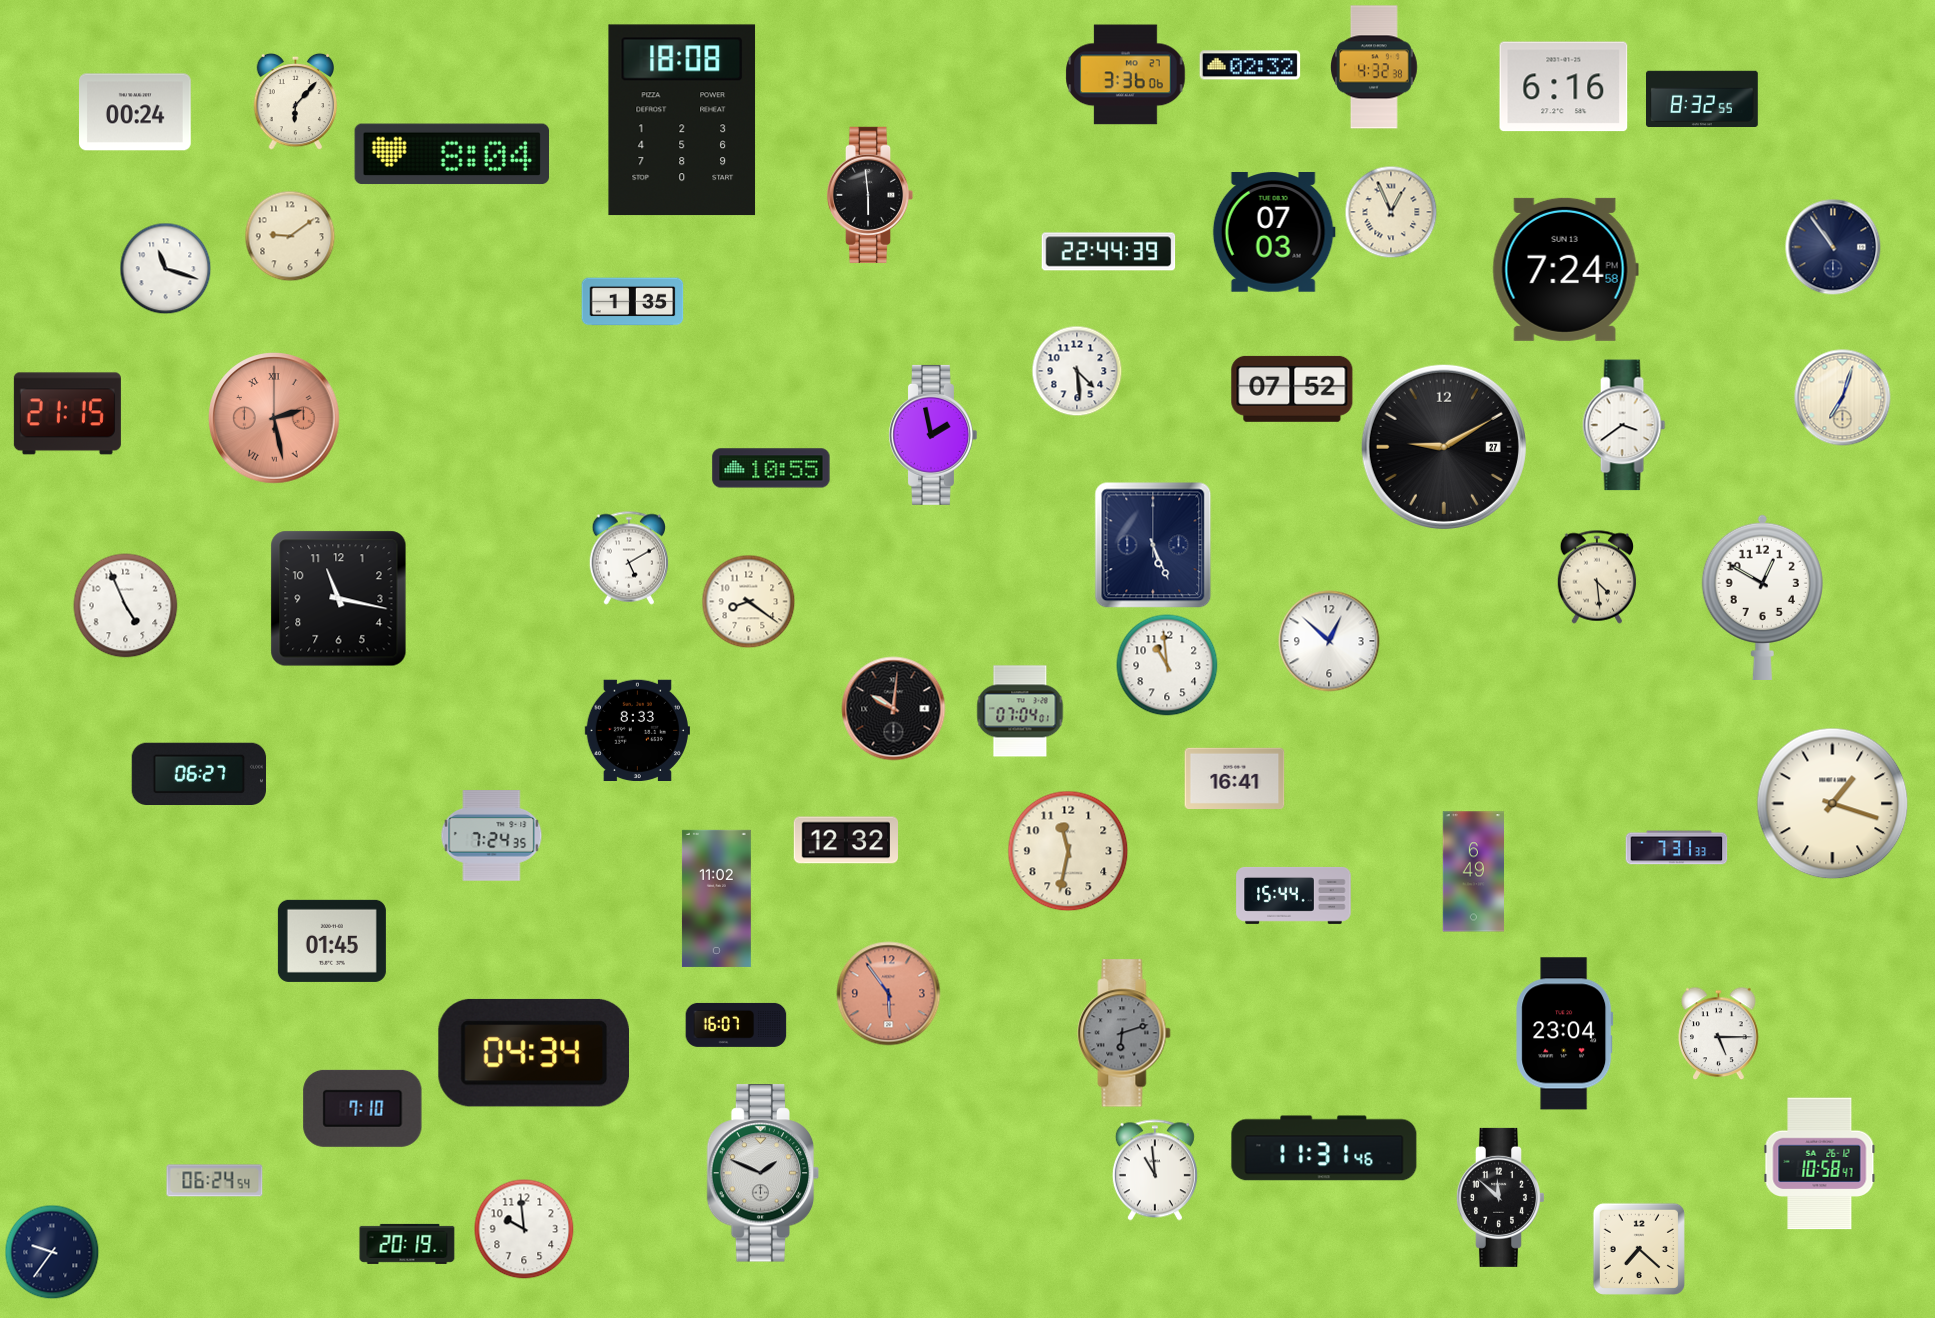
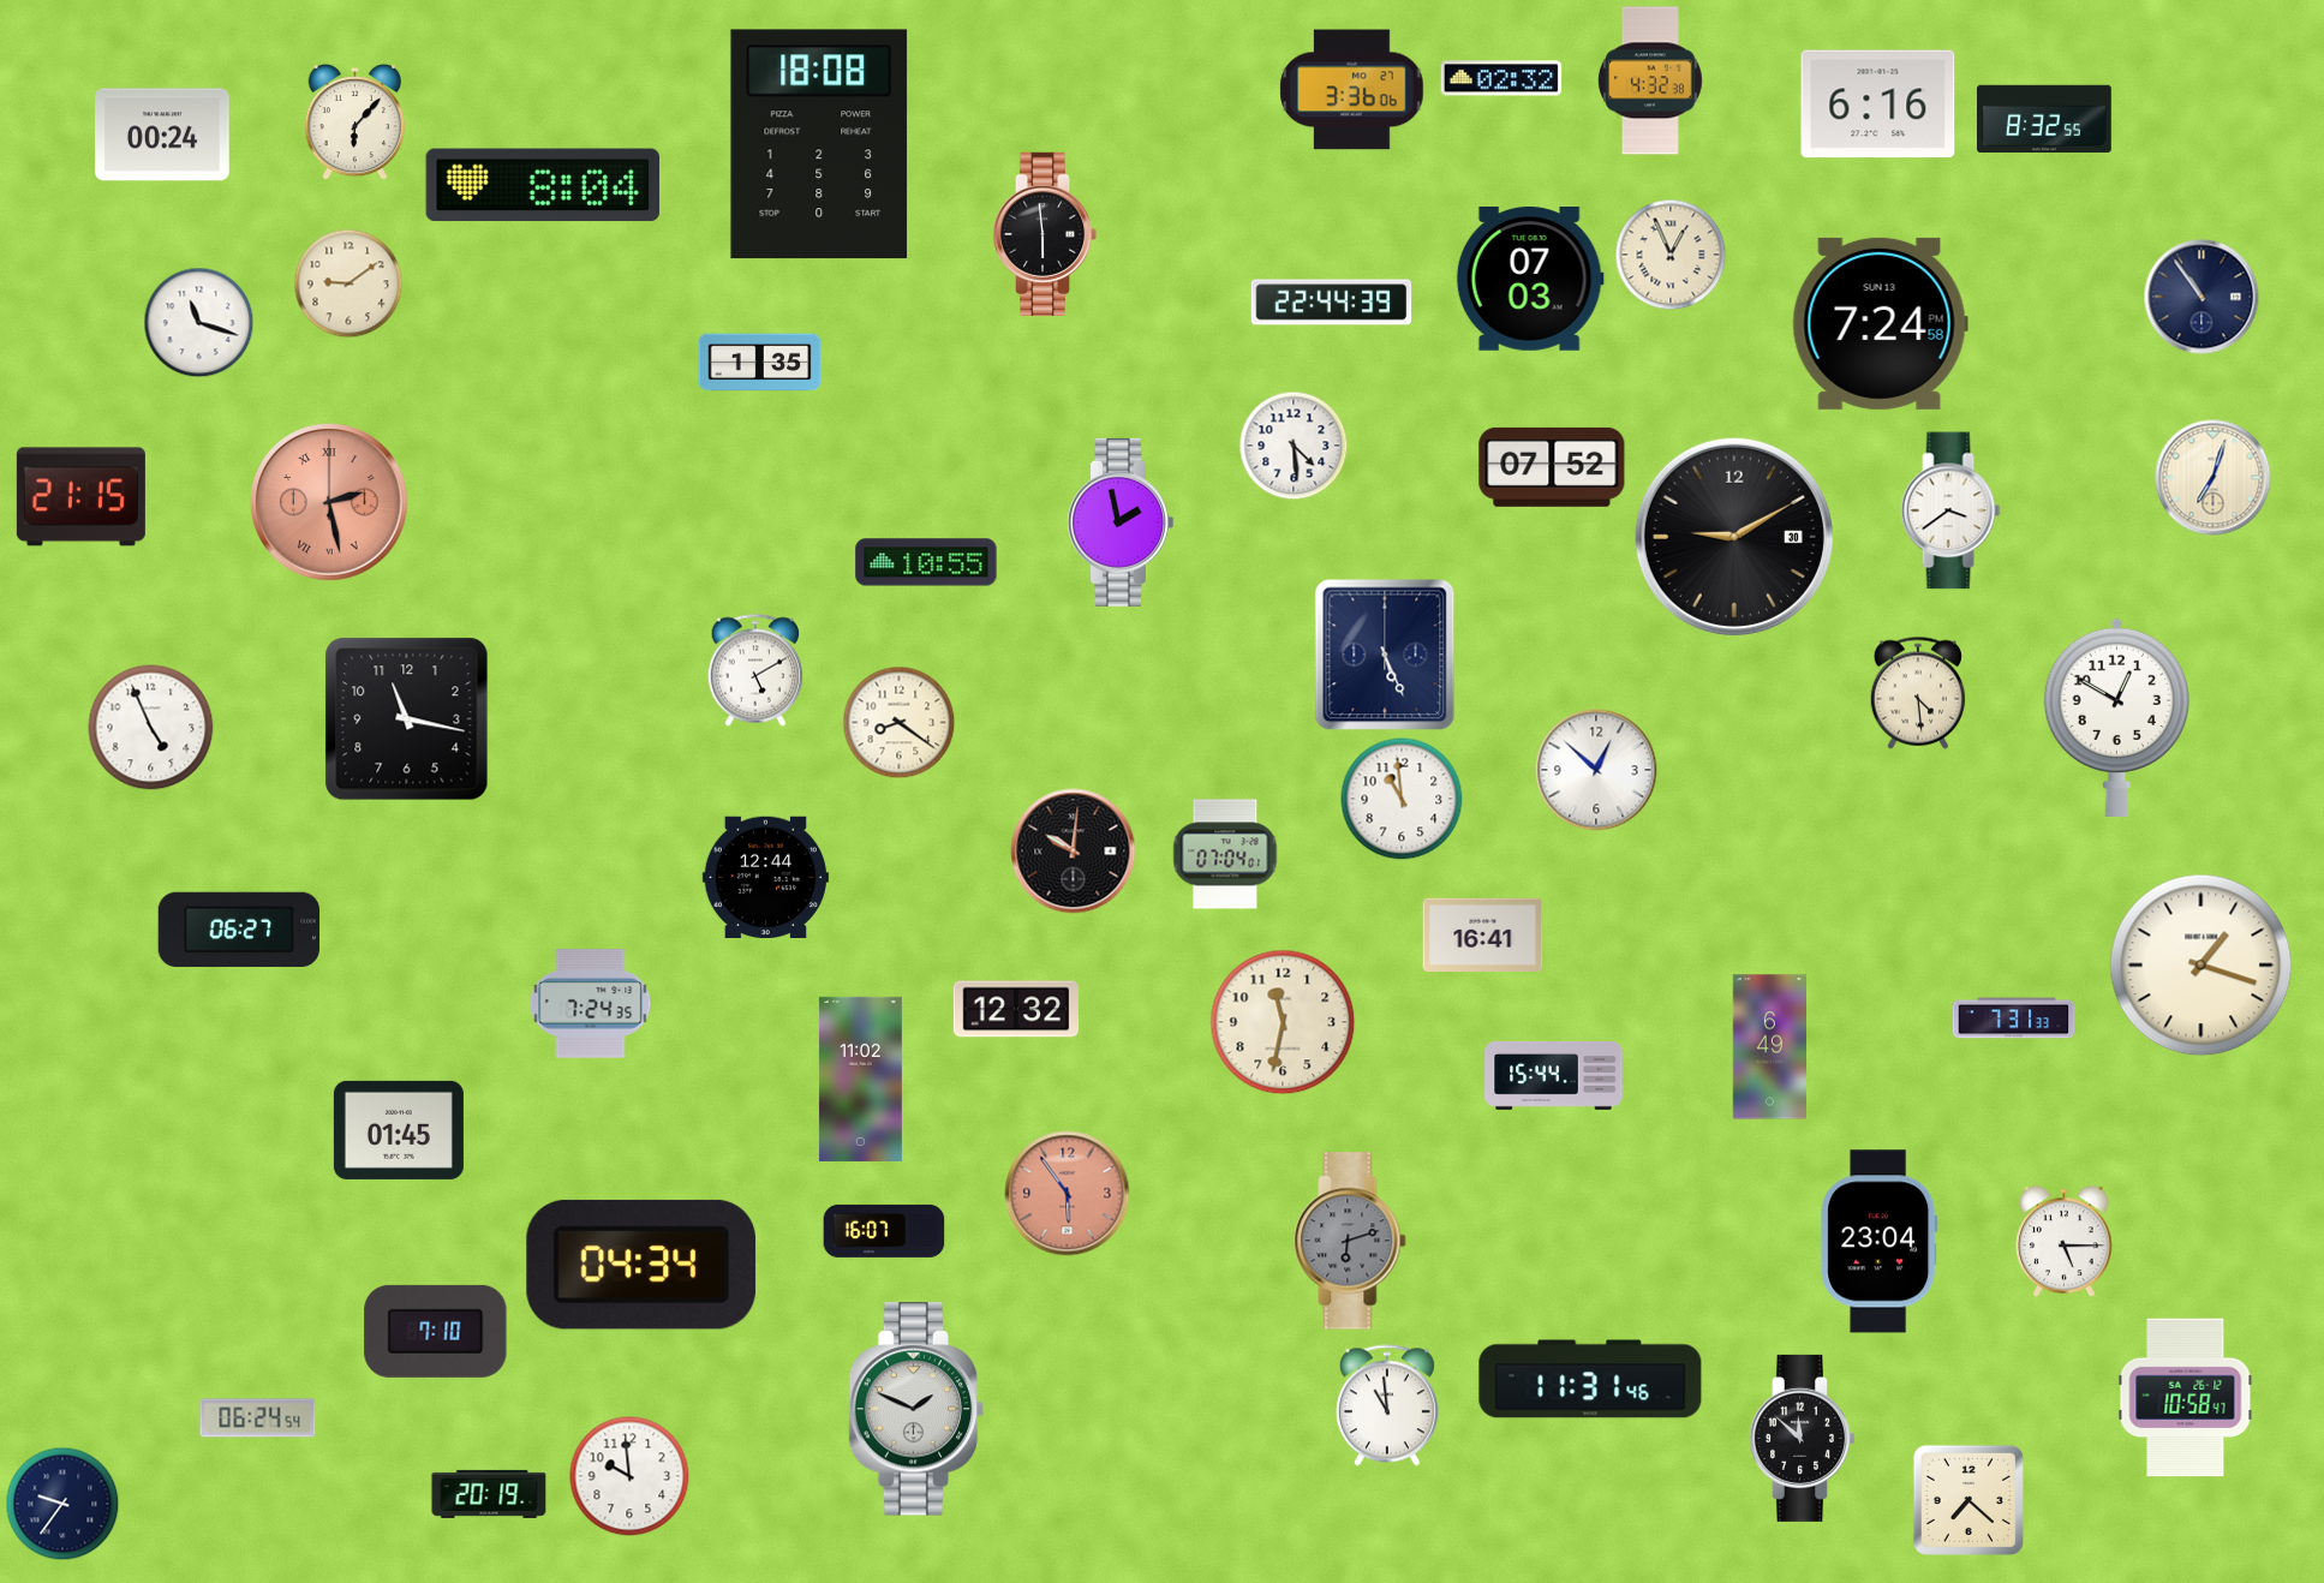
clock at (1444, 447) date: 27 -> 30
clock at (637, 730): 8:33 -> 12:44
